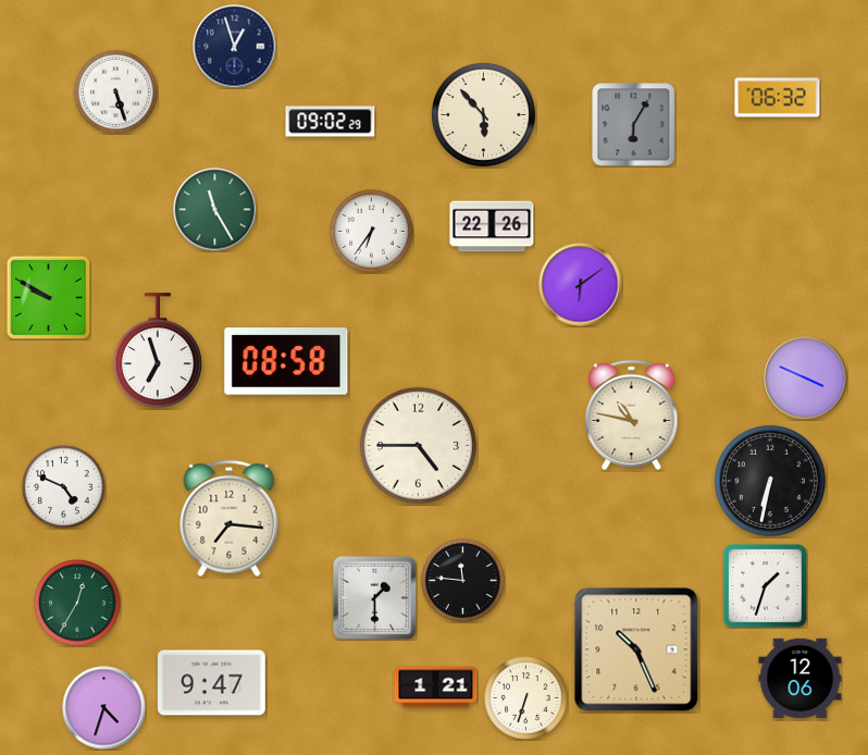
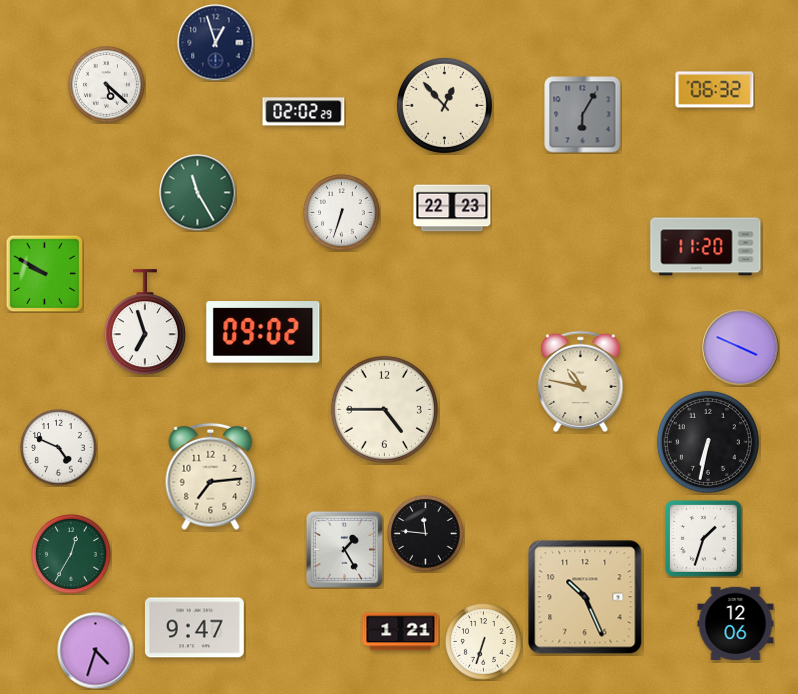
clock at (116, 92): 5:27 -> 5:22
clock at (483, 114): 5:53 -> 12:53
clock at (331, 122): 09:02 -> 02:02
clock at (492, 226): 22:26 -> 22:23
clock at (372, 232): 6:36 -> 6:33
clock at (706, 247): none -> 11:20
clock at (581, 285): 6:09 -> none
clock at (286, 361): 08:58 -> 09:02
clock at (230, 519): 7:16 -> 7:14
clock at (374, 597): 1:30 -> 1:25
